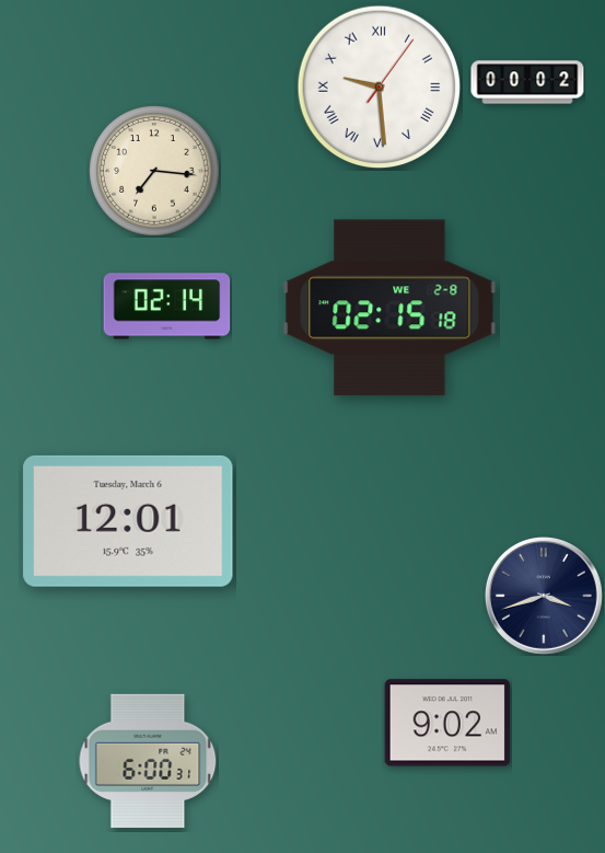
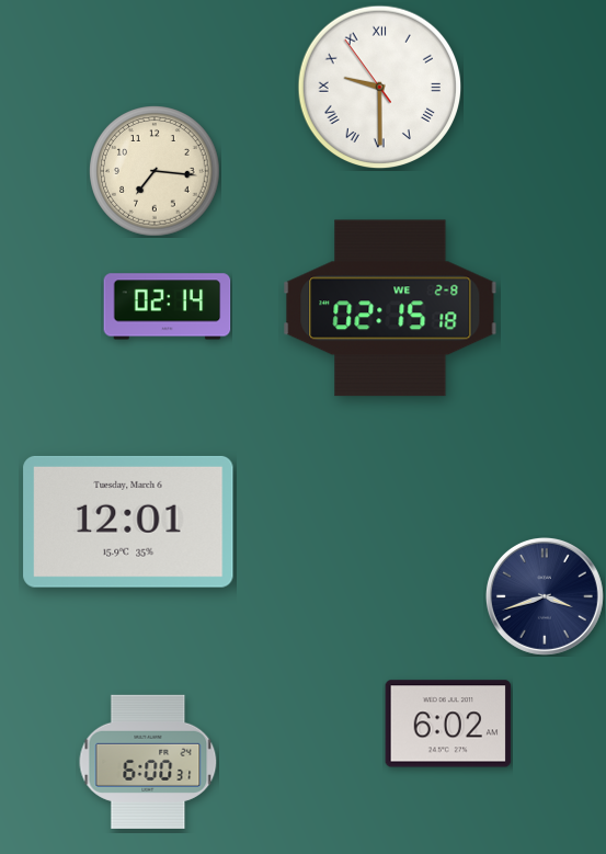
clock at (527, 82): 00:02 -> none
clock at (380, 88): 9:29:06 -> 9:29:54
clock at (447, 723): 9:02 -> 6:02
